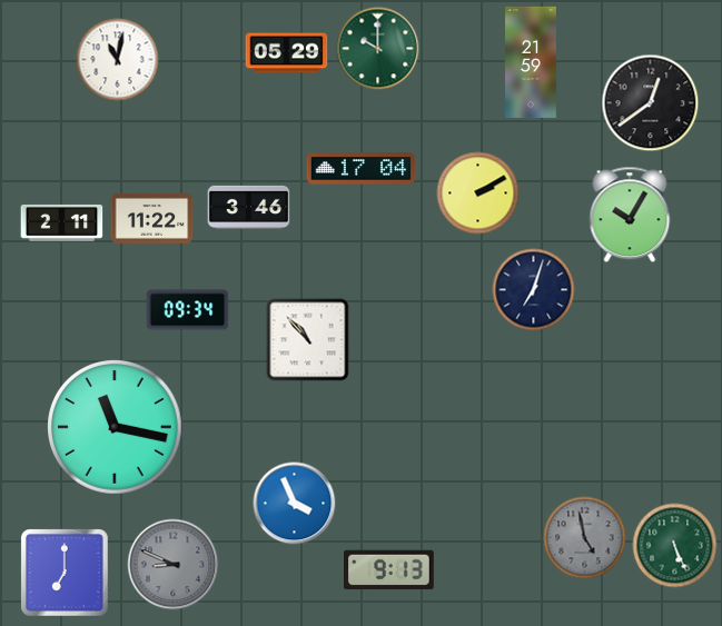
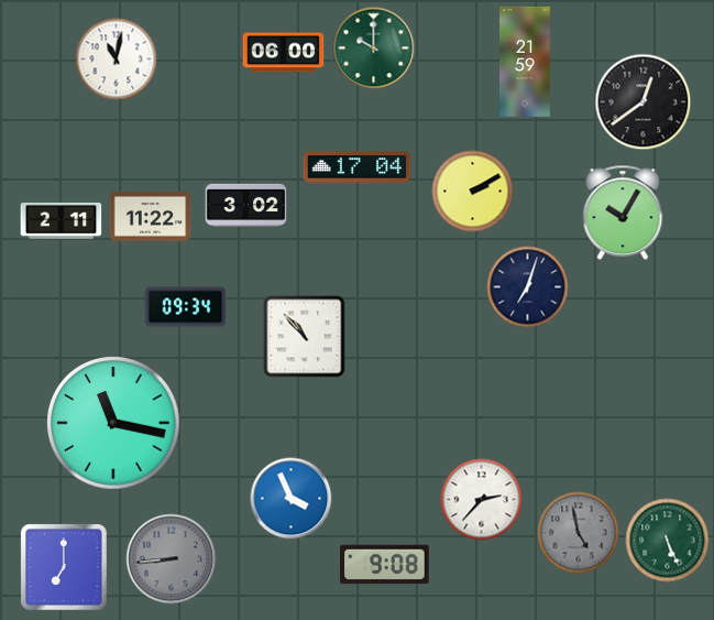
clock at (287, 53): 05:29 -> 06:00
clock at (249, 207): 3:46 -> 3:02
clock at (482, 500): none -> 2:37
clock at (174, 565): 8:49 -> 8:44
clock at (389, 570): 9:13 -> 9:08
